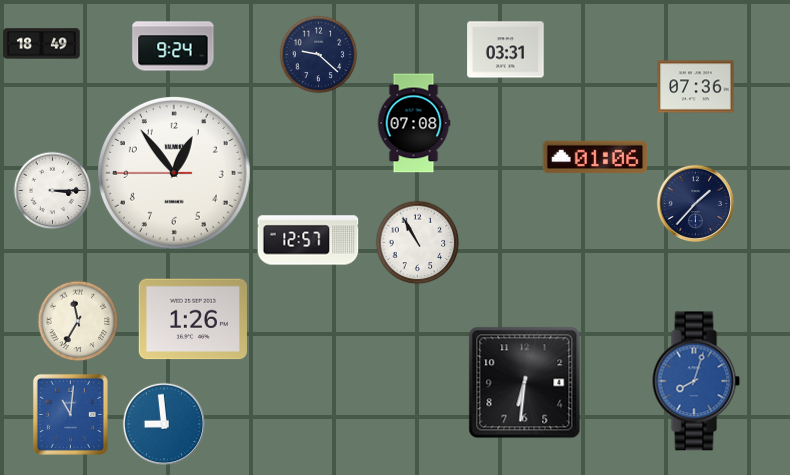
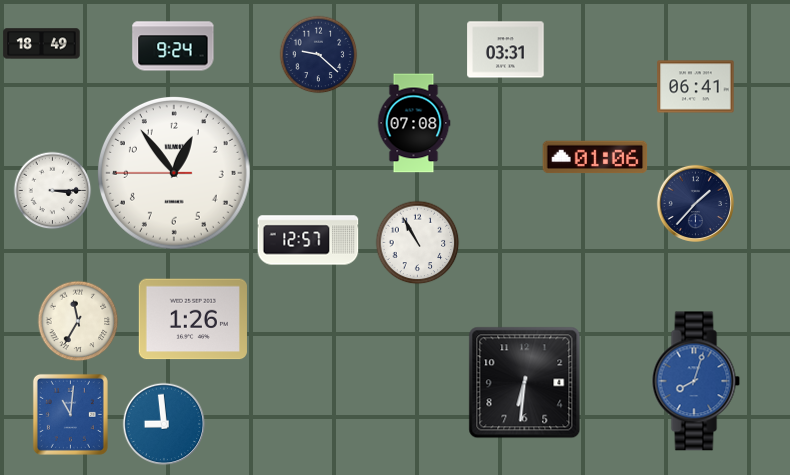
clock at (696, 87): 07:36 -> 06:41
